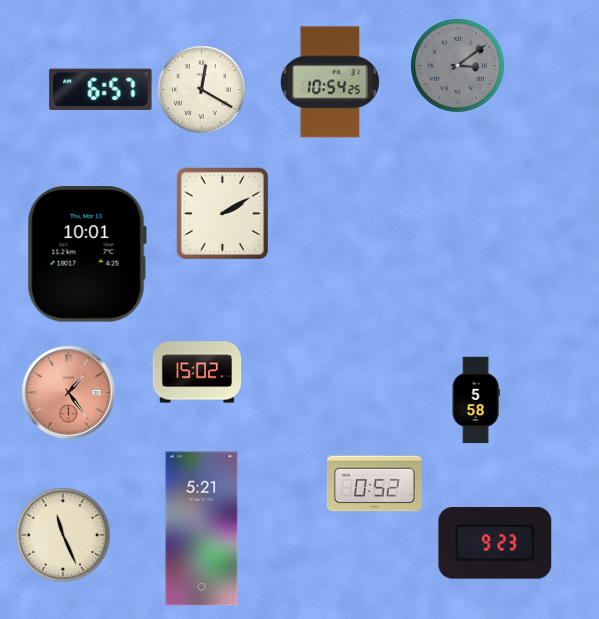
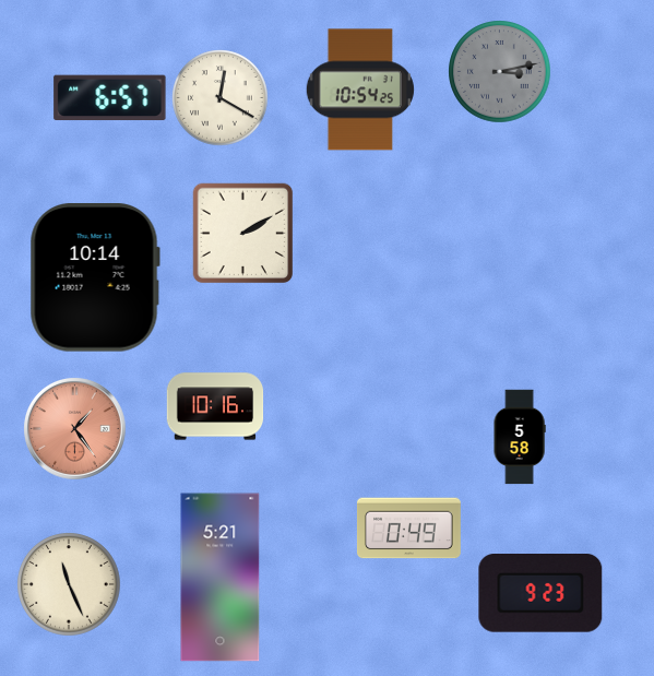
clock at (458, 66): 3:09 -> 3:13
clock at (87, 255): 10:01 -> 10:14
clock at (197, 372): 15:02 -> 10:16
clock at (374, 484): 0:52 -> 0:49
